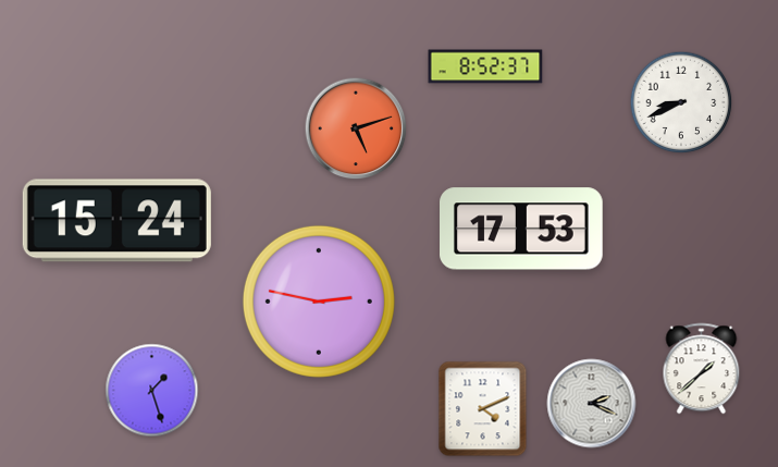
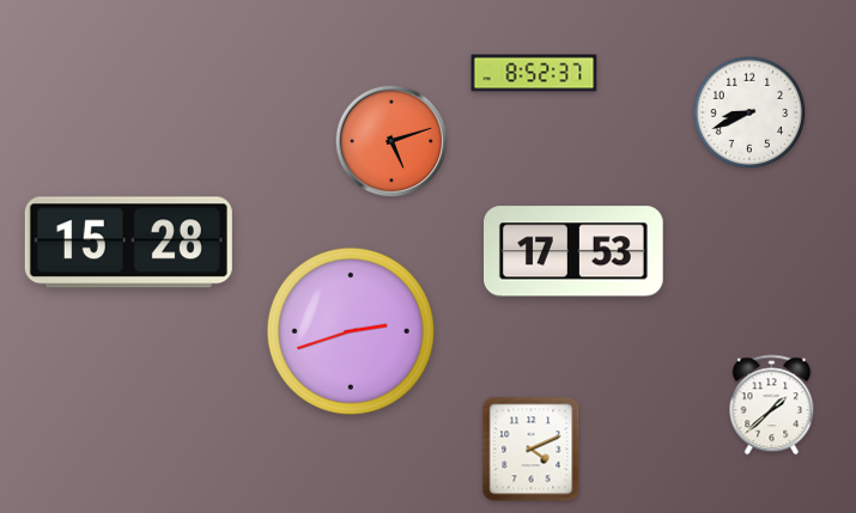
clock at (116, 221): 15:24 -> 15:28
clock at (319, 302): 2:47 -> 2:42
clock at (152, 391): 1:27 -> none
clock at (592, 404): 2:19 -> none
